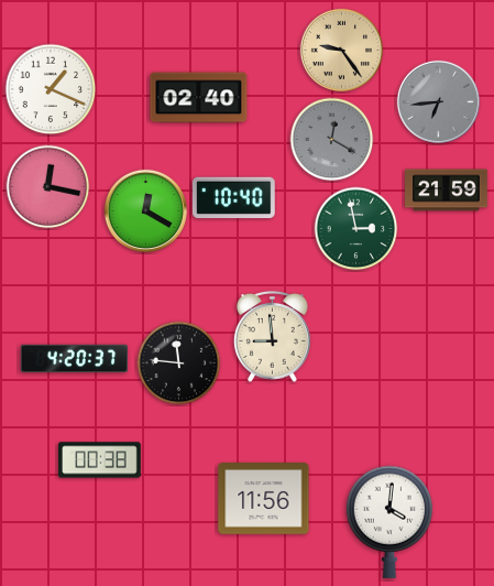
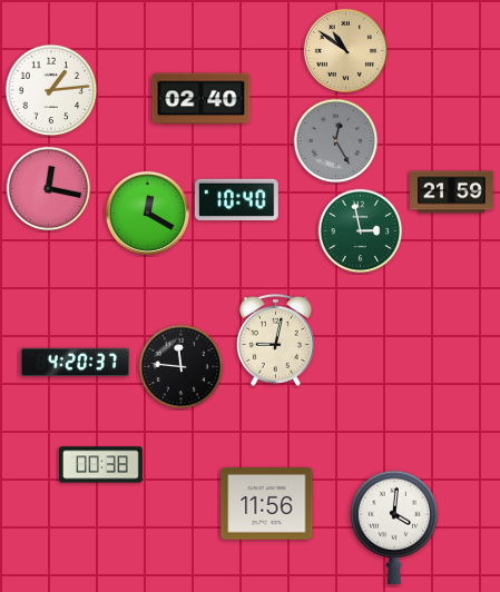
clock at (341, 50): 9:24 -> 10:51
clock at (51, 89): 1:19 -> 1:14
clock at (438, 101): 6:44 -> none
clock at (332, 140): 12:20 -> 12:25
clock at (272, 336): 8:59 -> 9:02
